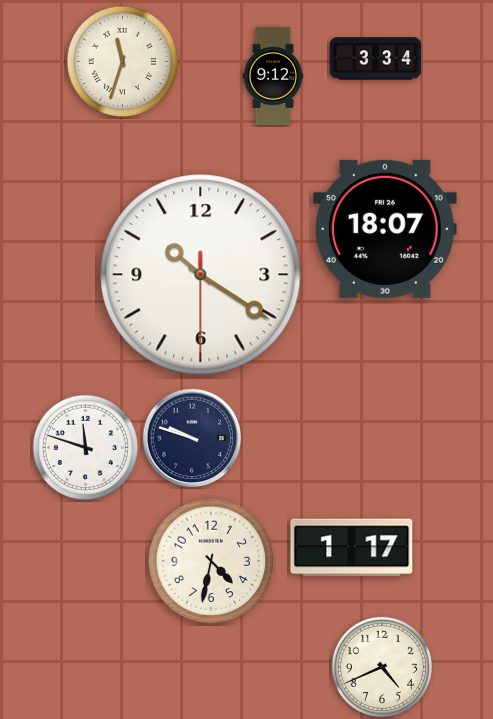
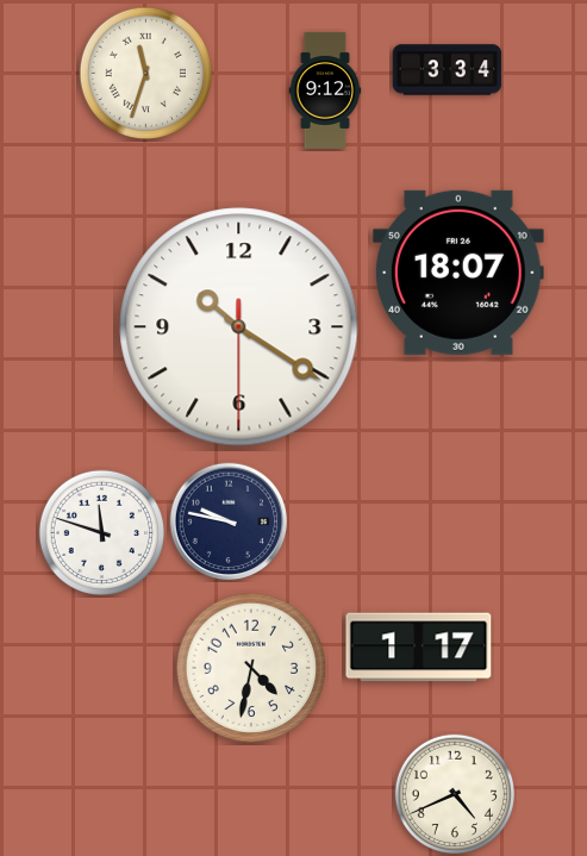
clock at (192, 438): 9:48 -> 9:47
clock at (352, 548) position: (352, 548) -> (419, 648)
